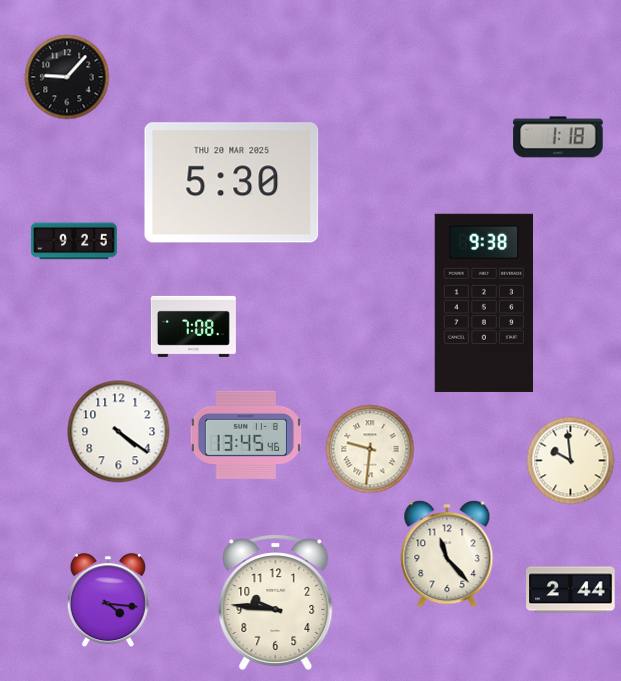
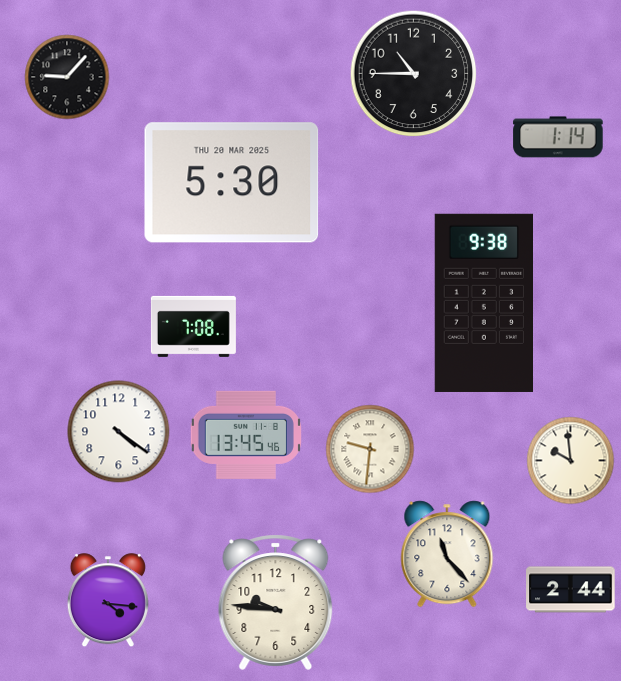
clock at (414, 74): none -> 10:45
clock at (558, 137): 1:18 -> 1:14
clock at (74, 241): 9:25 -> none
